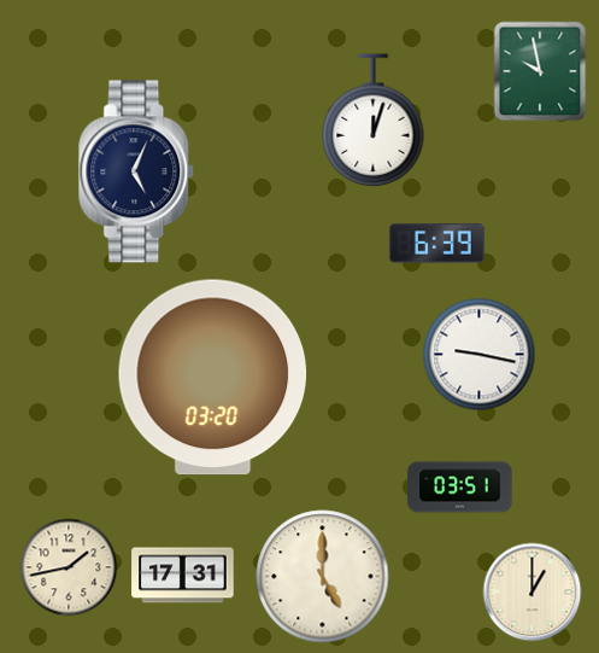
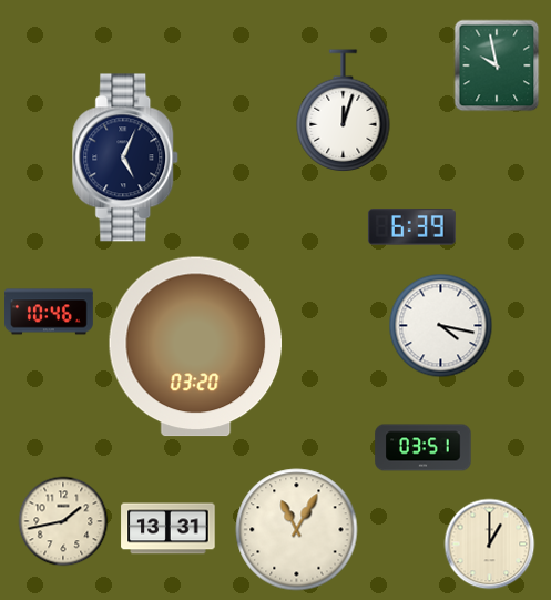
clock at (436, 244) position: (436, 244) -> (411, 227)
clock at (50, 312): none -> 10:46
clock at (478, 354): 9:17 -> 4:17
clock at (183, 576): 17:31 -> 13:31
clock at (323, 577): 5:00 -> 11:05
